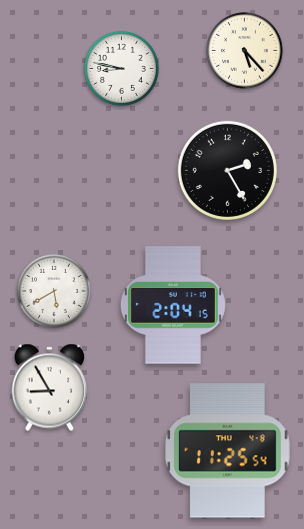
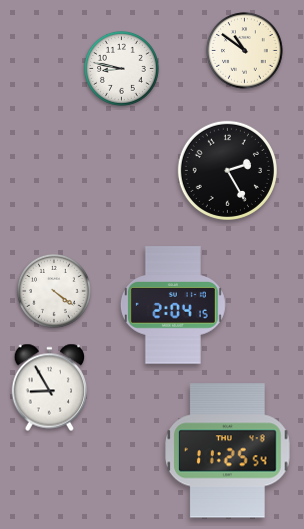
clock at (245, 51): 5:23 -> 10:51
clock at (54, 291): 5:40 -> 4:21
